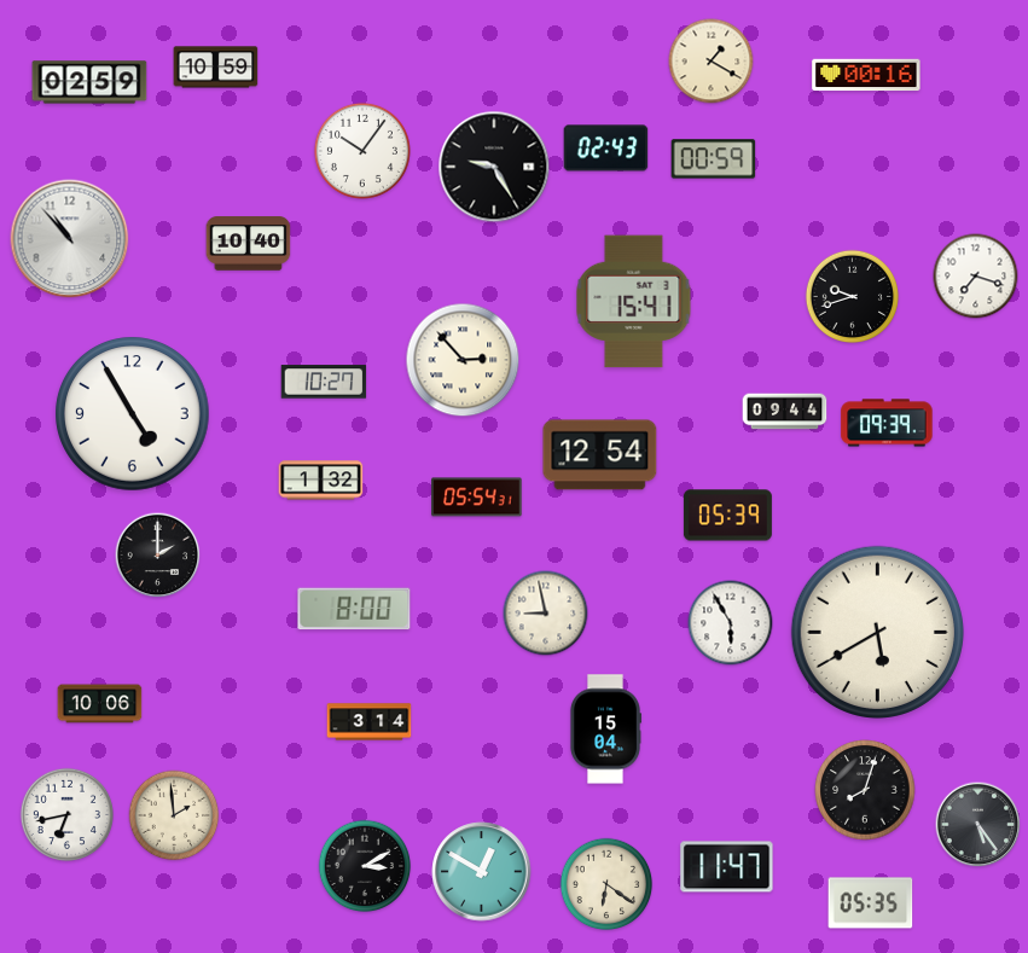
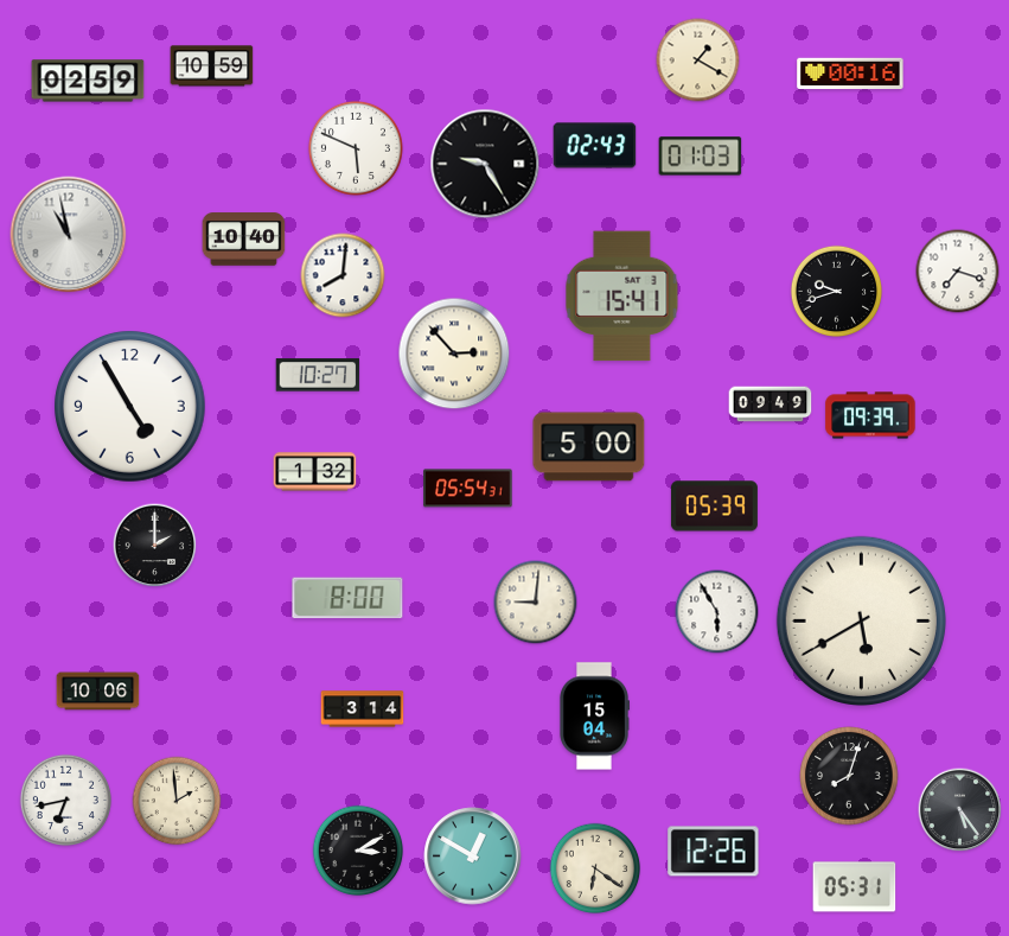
clock at (362, 151): 10:06 -> 5:49
clock at (714, 159): 00:59 -> 01:03
clock at (70, 239): 10:53 -> 10:58
clock at (343, 275): none -> 8:01
clock at (785, 412): 09:44 -> 09:49
clock at (600, 455): 12:54 -> 5:00
clock at (546, 614): 8:58 -> 9:01
clock at (174, 815) position: (174, 815) -> (177, 801)
clock at (727, 867): 11:47 -> 12:26
clock at (871, 903): 05:35 -> 05:31
